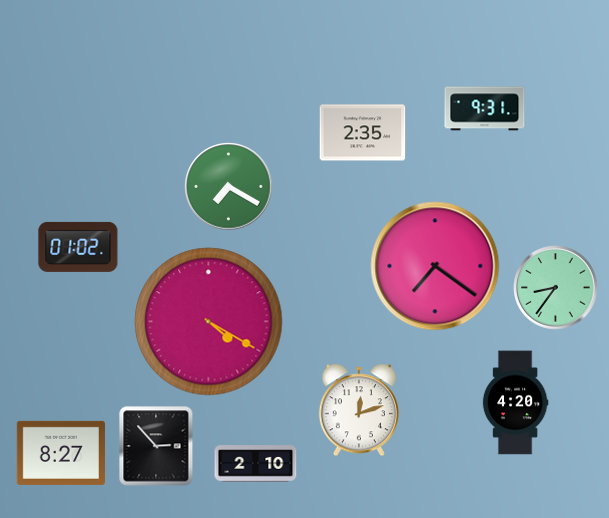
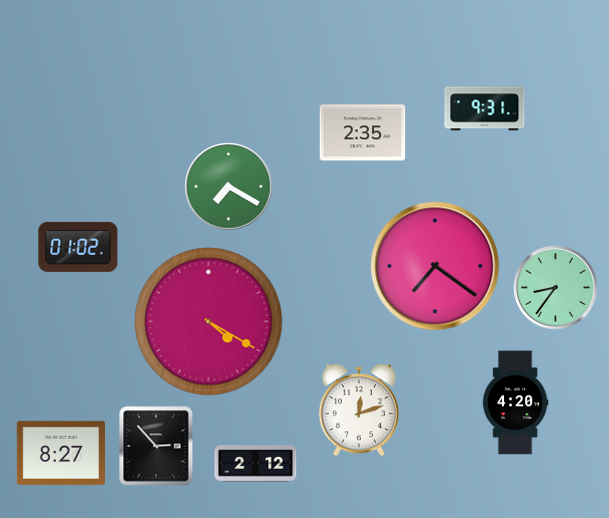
clock at (256, 464): 2:10 -> 2:12
